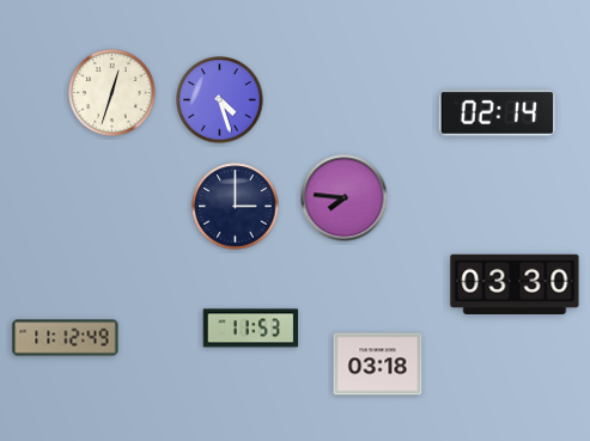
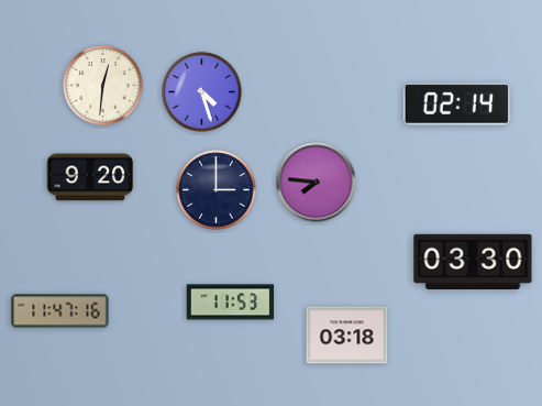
clock at (112, 93): 12:33 -> 12:31
clock at (90, 177): none -> 9:20
clock at (66, 338): 11:12 -> 11:47
